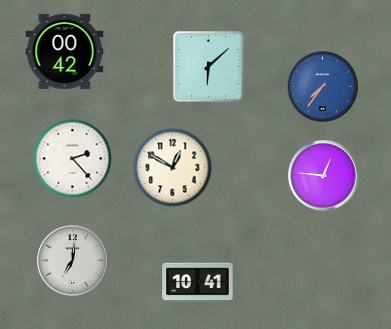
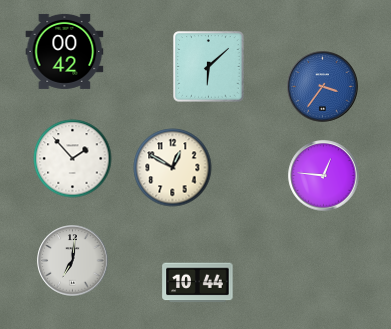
clock at (323, 87): 7:36 -> 3:36
clock at (73, 159): 2:23 -> 1:53
clock at (198, 283): 10:41 -> 10:44
